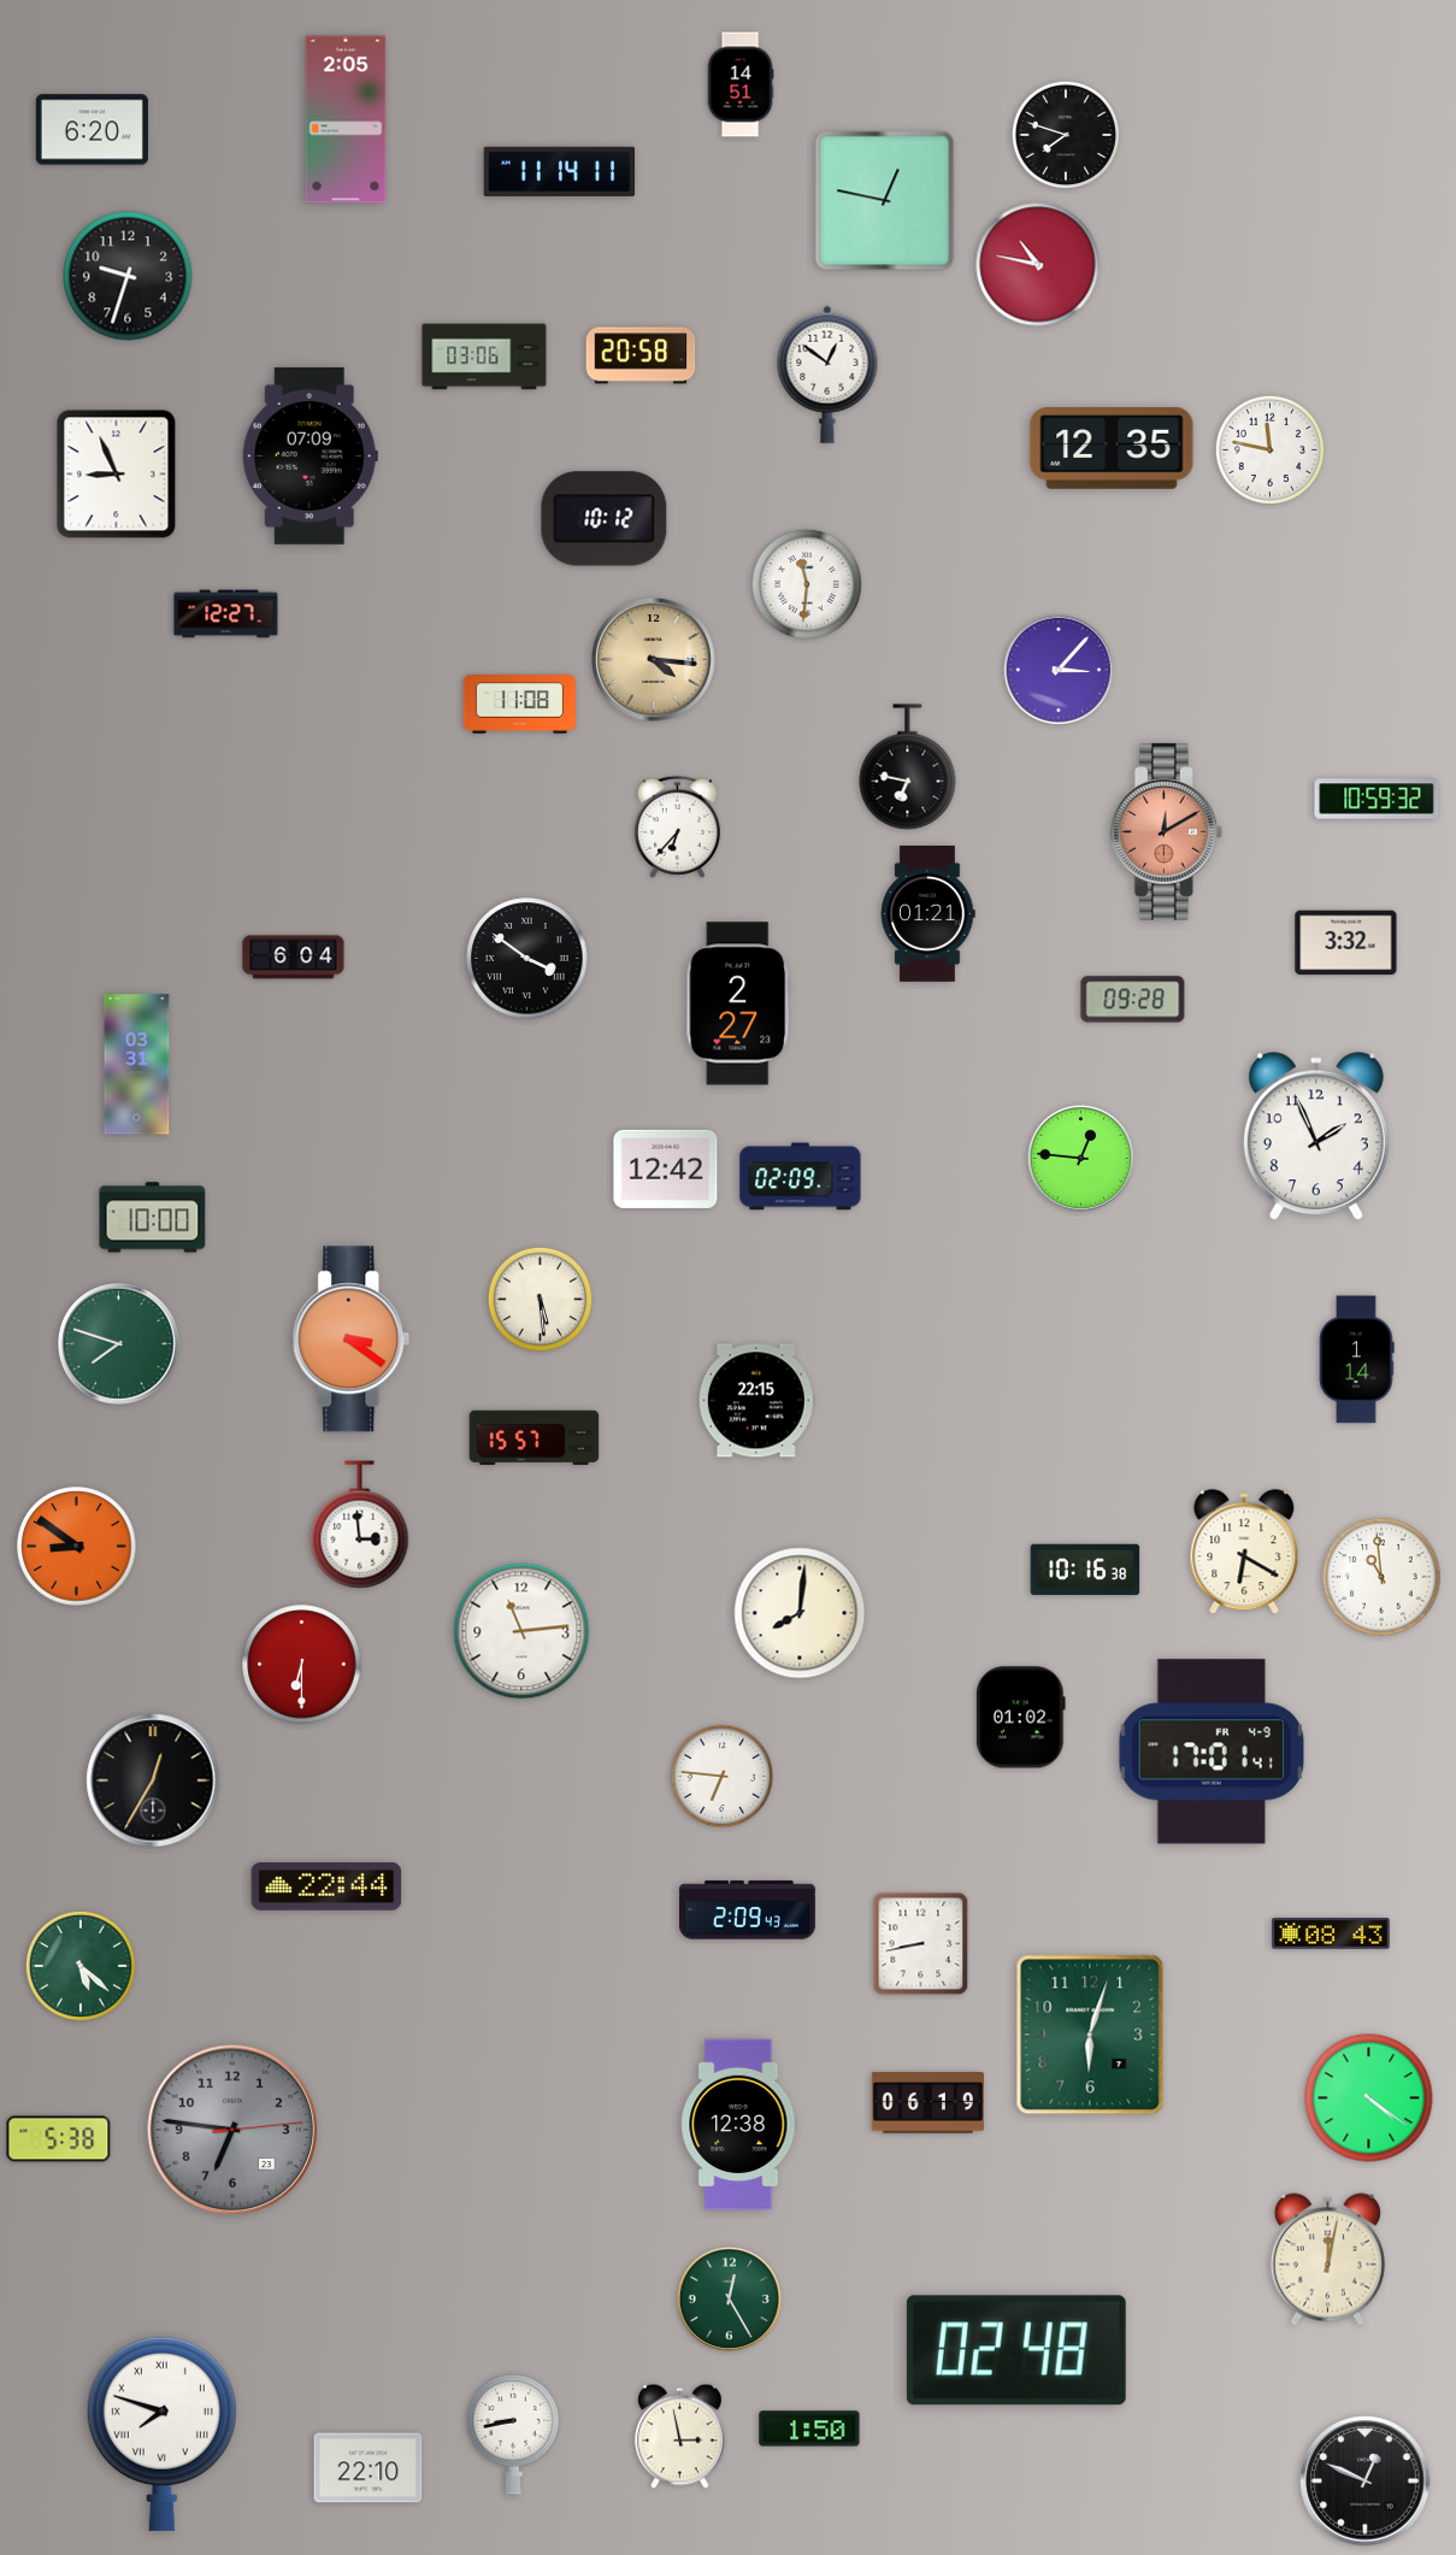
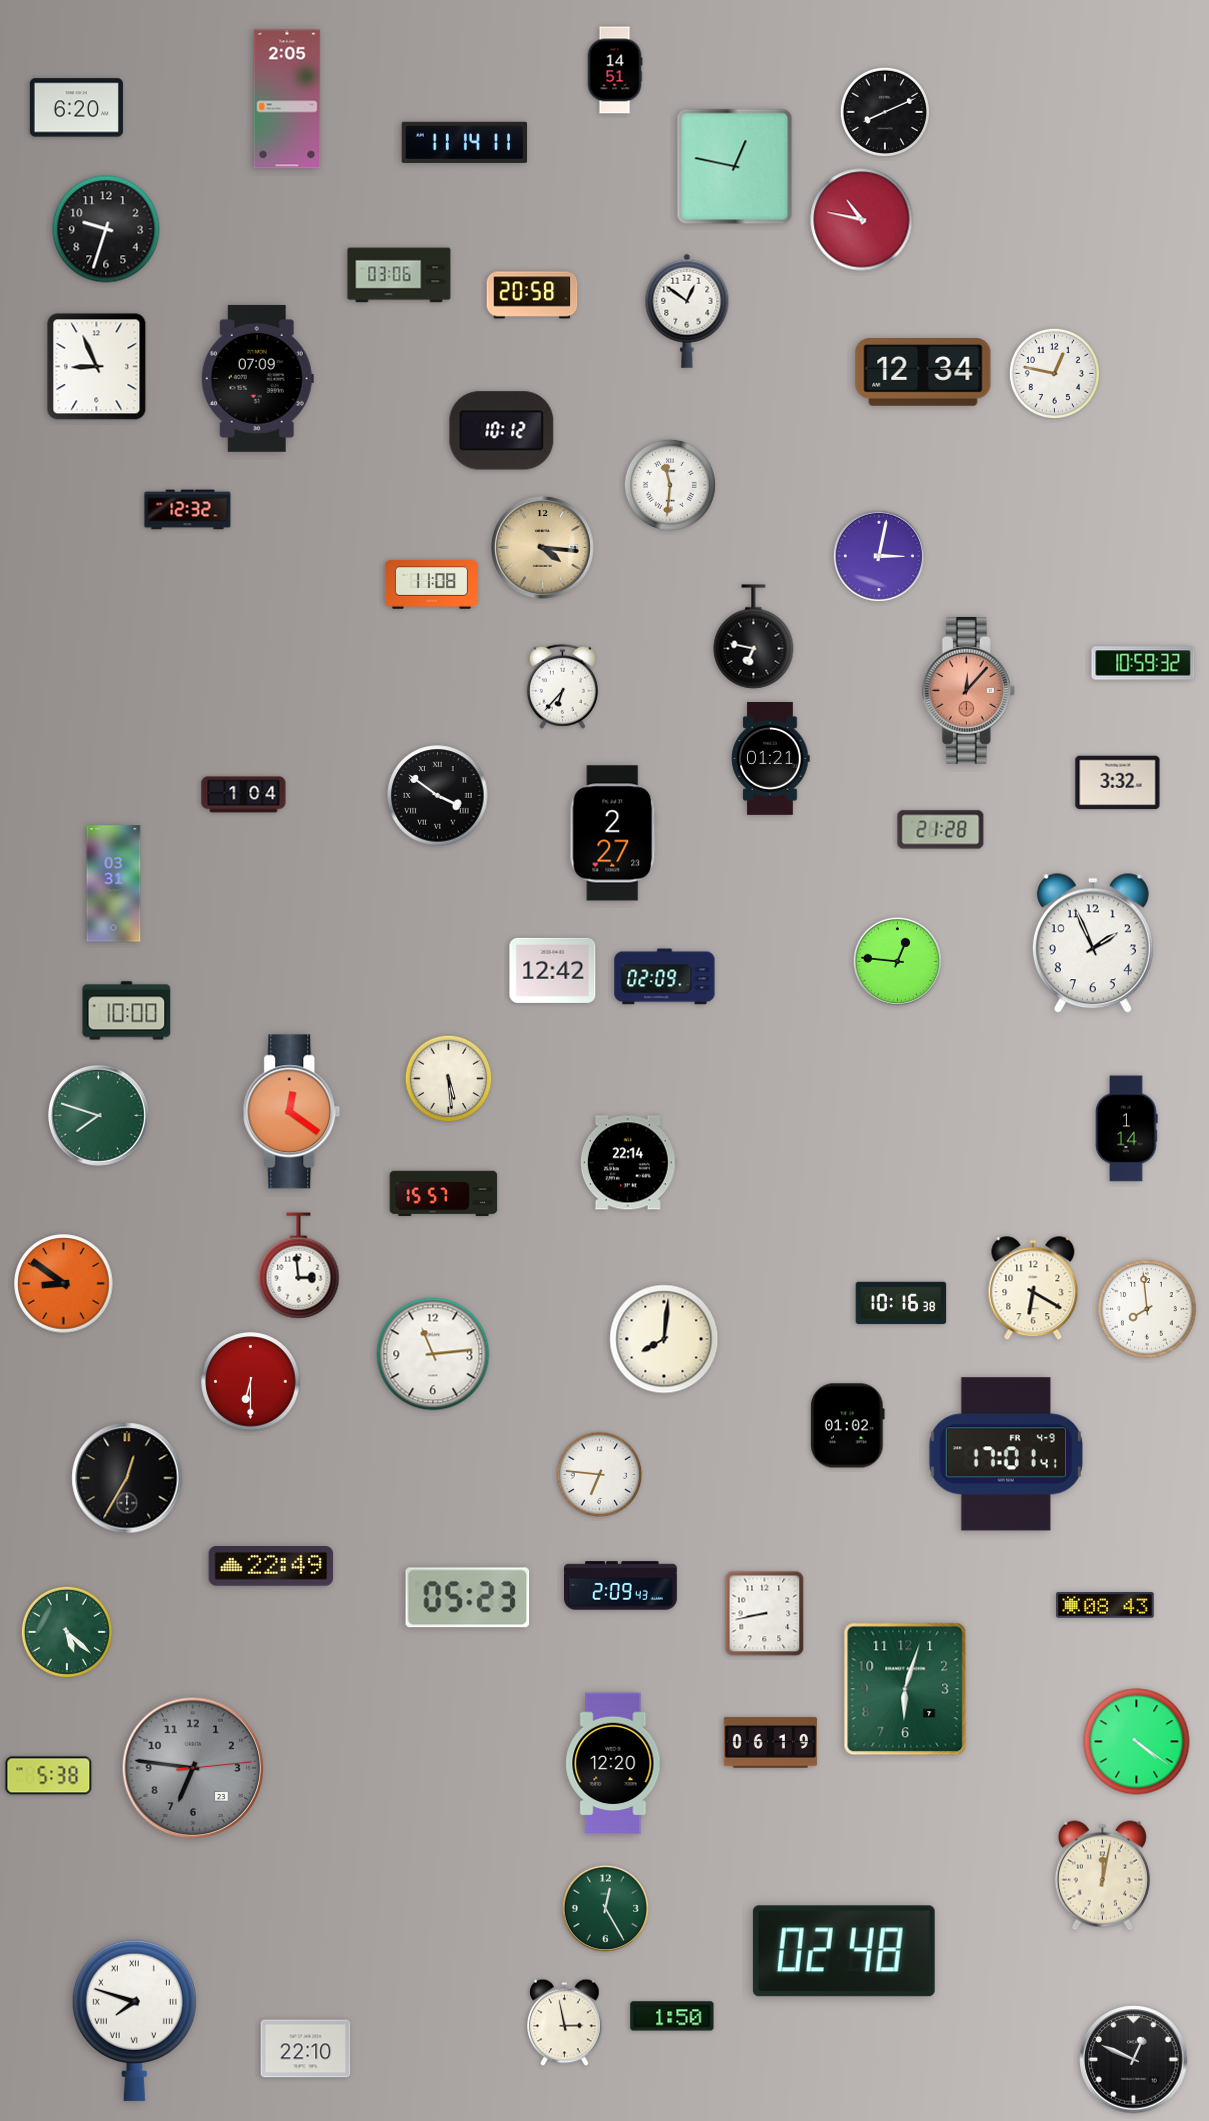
clock at (1065, 134): 7:48 -> 8:11
clock at (484, 357) position: (484, 357) -> (399, 275)
clock at (1112, 449): 12:35 -> 12:34
clock at (1269, 449): 11:47 -> 12:47
clock at (117, 475) position: (117, 475) -> (97, 367)
clock at (226, 614): 12:27 -> 12:32
clock at (1059, 670): 3:07 -> 3:02
clock at (1166, 831): 12:10 -> 12:07
clock at (294, 958): 6:04 -> 1:04
clock at (1133, 1000): 09:28 -> 21:28
clock at (352, 1340): 3:21 -> 12:21
clock at (756, 1401): 22:15 -> 22:14
clock at (1381, 1577): 10:59 -> 7:59
clock at (326, 1888): 22:44 -> 22:49
clock at (468, 1598): none -> 05:23
clock at (927, 2103) position: (927, 2103) -> (770, 1743)
clock at (739, 2125): 12:38 -> 12:20
clock at (513, 2436): 8:43 -> none
